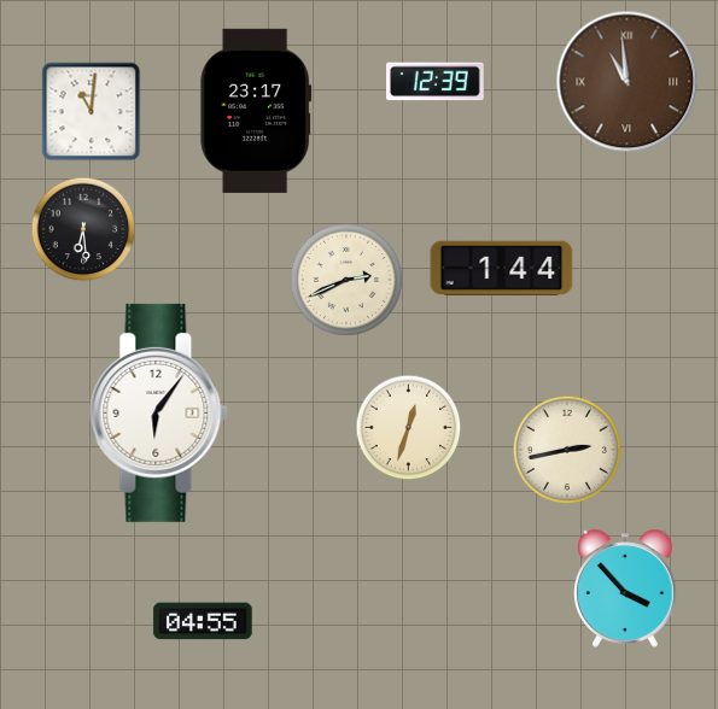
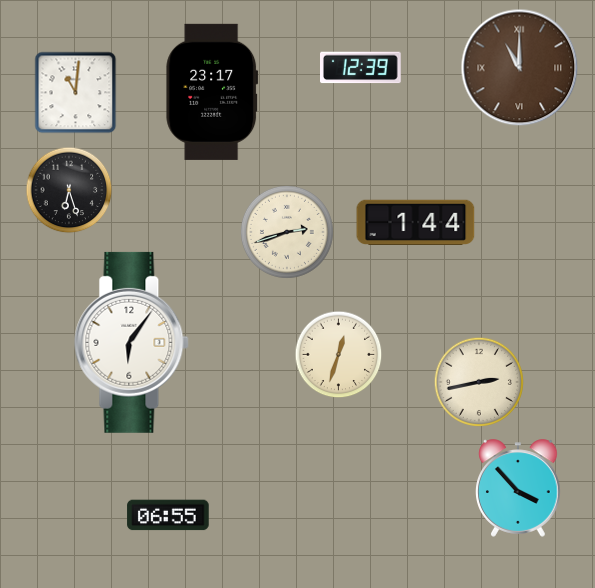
clock at (627, 82): 10:59 -> 11:00
clock at (83, 229): 6:29 -> 6:27
clock at (346, 280): 2:41 -> 2:42
clock at (566, 449) position: (566, 449) -> (478, 381)
clock at (203, 621): 04:55 -> 06:55
